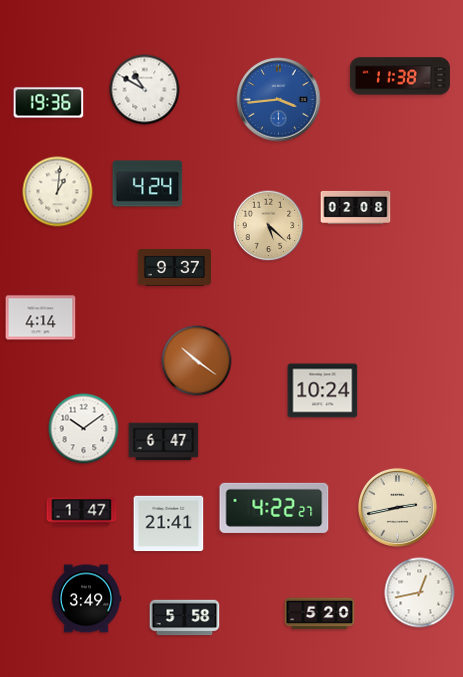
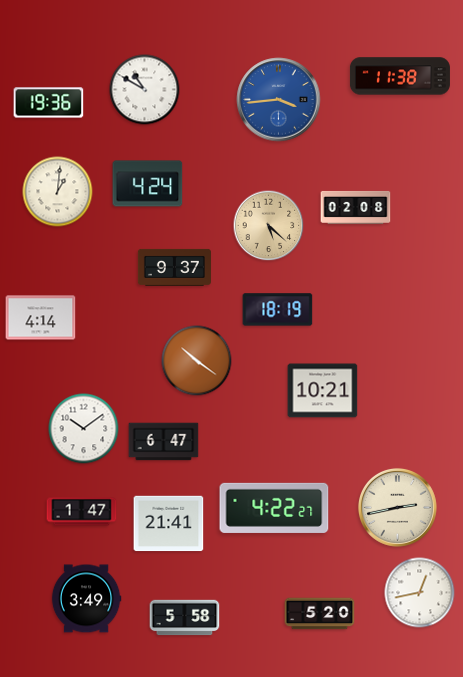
clock at (278, 310): none -> 18:19
clock at (323, 391): 10:24 -> 10:21
